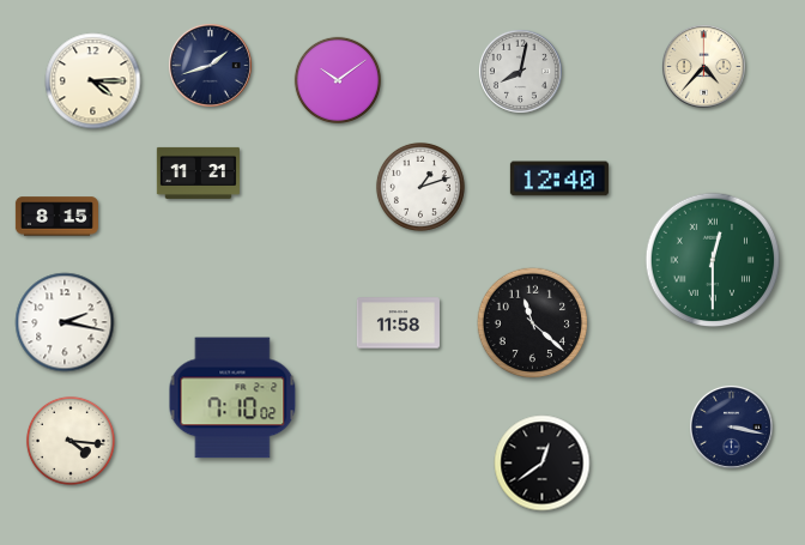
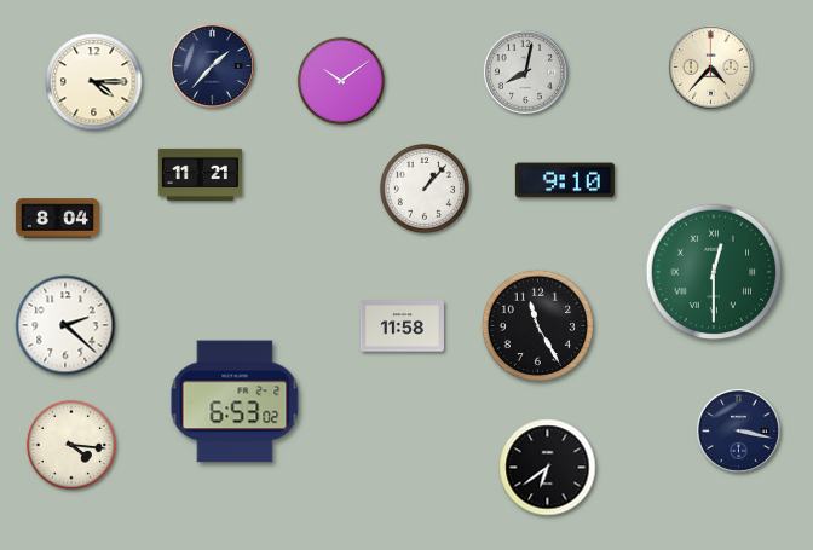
clock at (210, 65): 1:42 -> 1:37
clock at (559, 178): 12:40 -> 9:10
clock at (420, 187): 1:12 -> 1:07
clock at (56, 217): 8:15 -> 8:04
clock at (713, 260) position: (713, 260) -> (714, 272)
clock at (65, 322): 2:17 -> 2:22
clock at (533, 323): 11:22 -> 11:25
clock at (232, 398): 7:10 -> 6:53
clock at (543, 464): 12:39 -> 6:39
